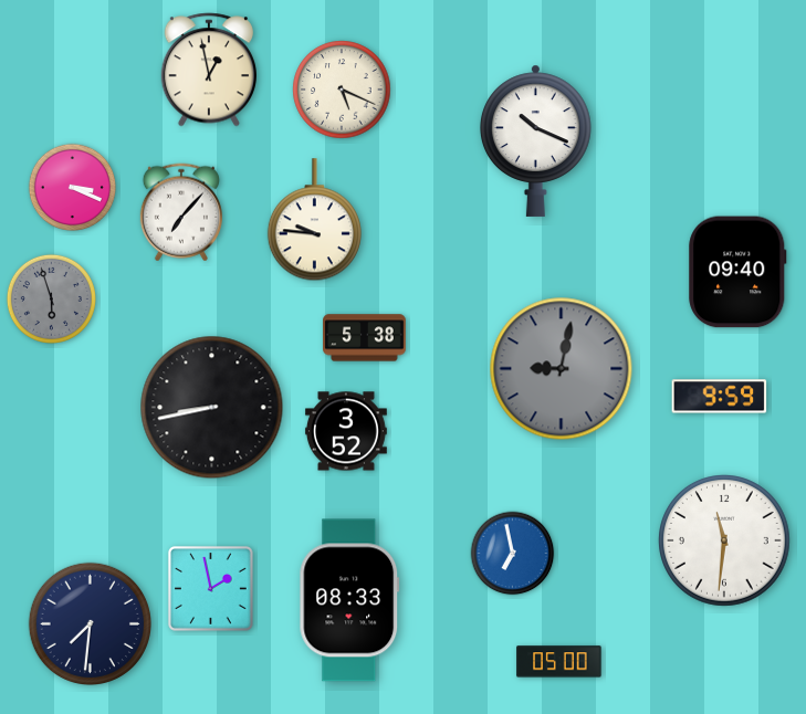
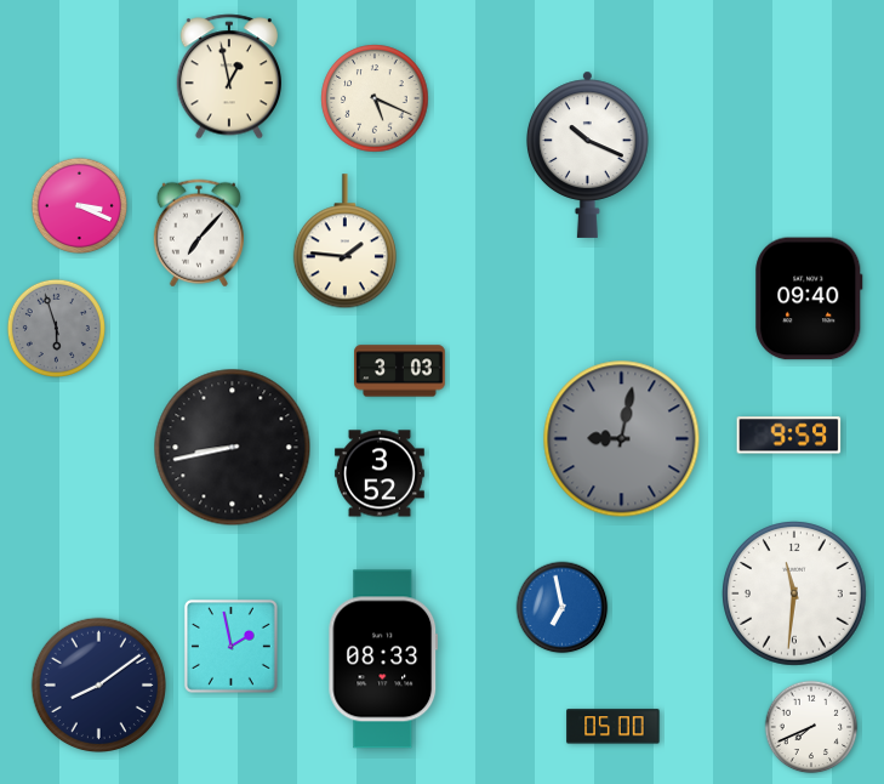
clock at (314, 220): 9:46 -> 1:46
clock at (365, 338): 5:38 -> 3:03
clock at (562, 369) position: (562, 369) -> (622, 439)
clock at (90, 623): 7:31 -> 8:09
clock at (811, 727): none -> 7:41
